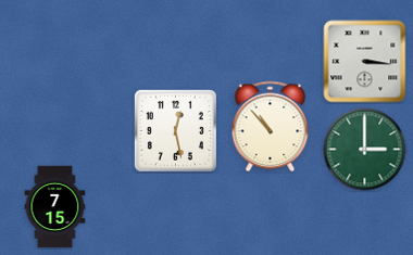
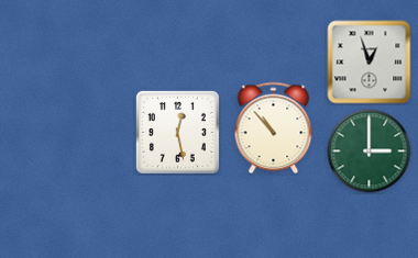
clock at (365, 62): 3:16 -> 12:57
clock at (55, 207): 7:15 -> none
